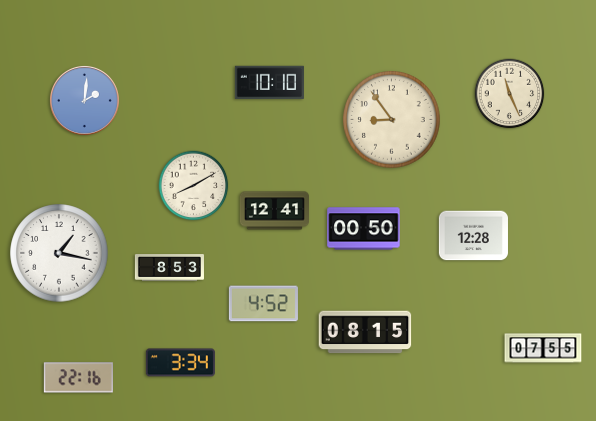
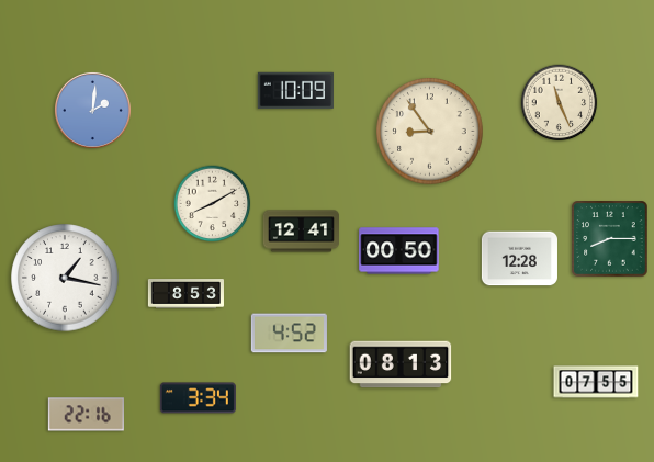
clock at (269, 83): 10:10 -> 10:09
clock at (610, 239): none -> 8:15
clock at (365, 332): 08:15 -> 08:13
